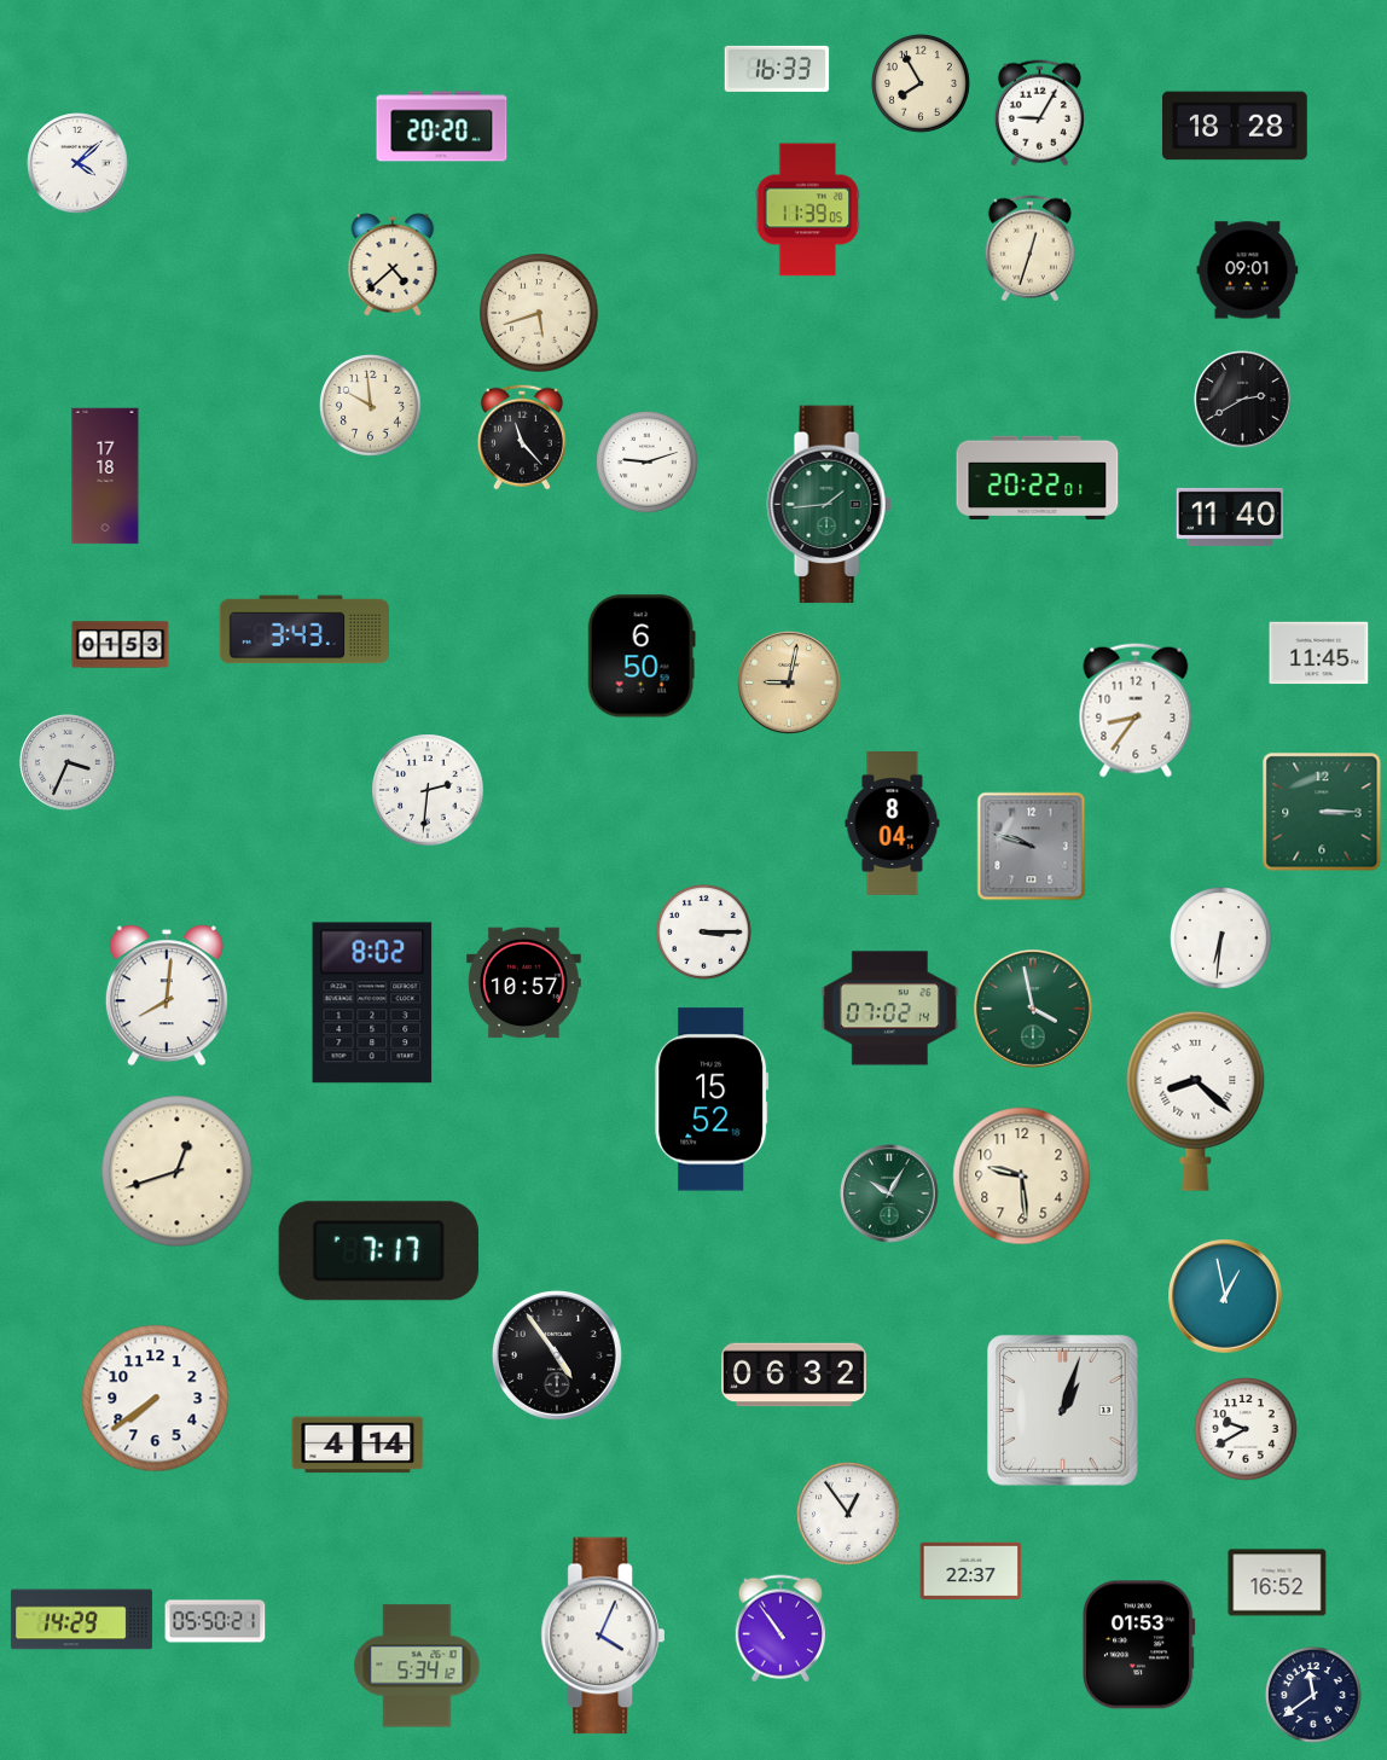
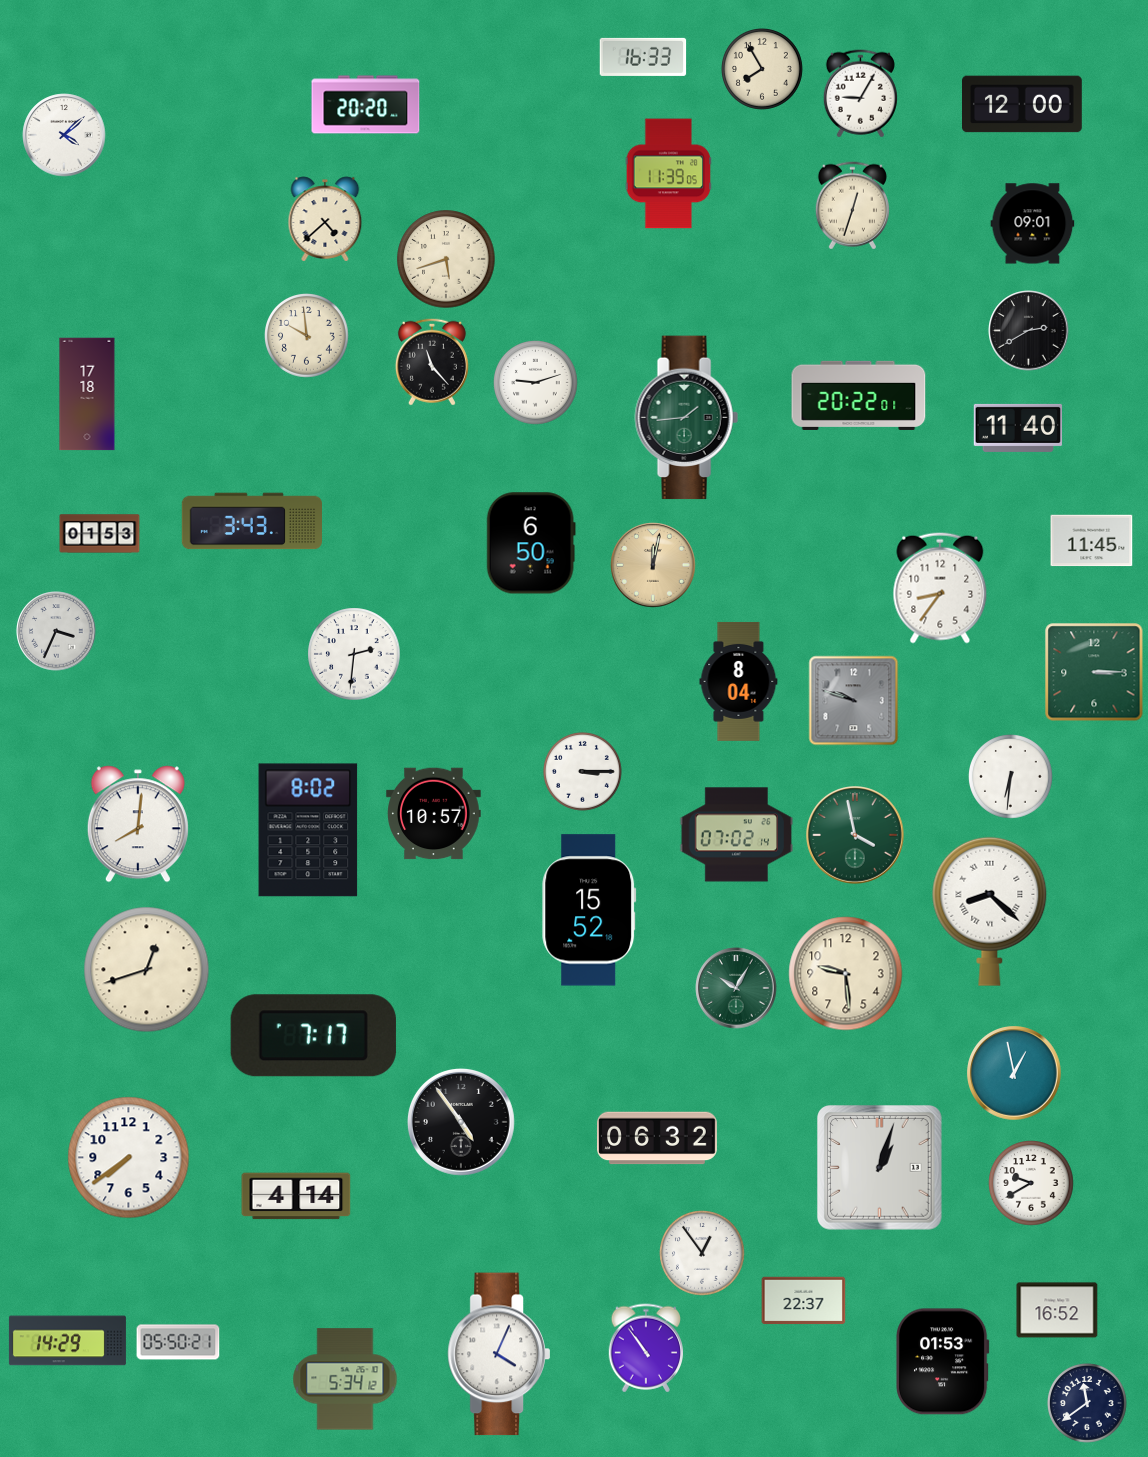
clock at (1236, 126): 18:28 -> 12:00
clock at (789, 682): 9:02 -> 12:02
